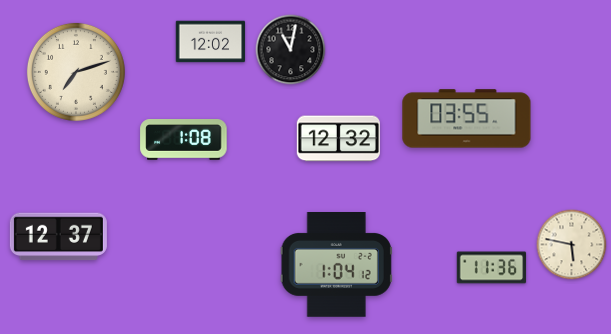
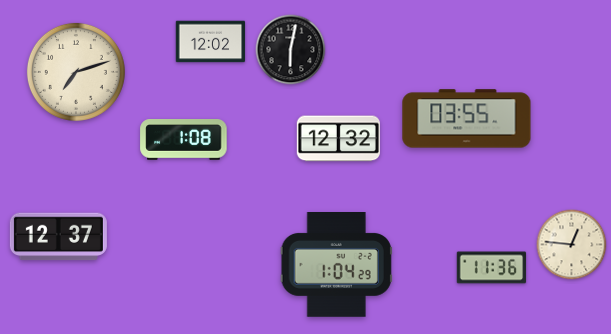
clock at (291, 50): 11:02 -> 6:02
clock at (572, 245): 5:47 -> 12:46
clock at (336, 265): 1:04:12 -> 1:04:29
